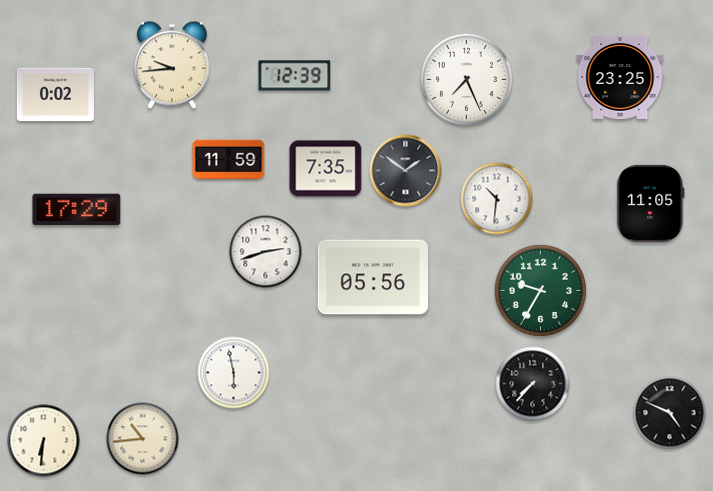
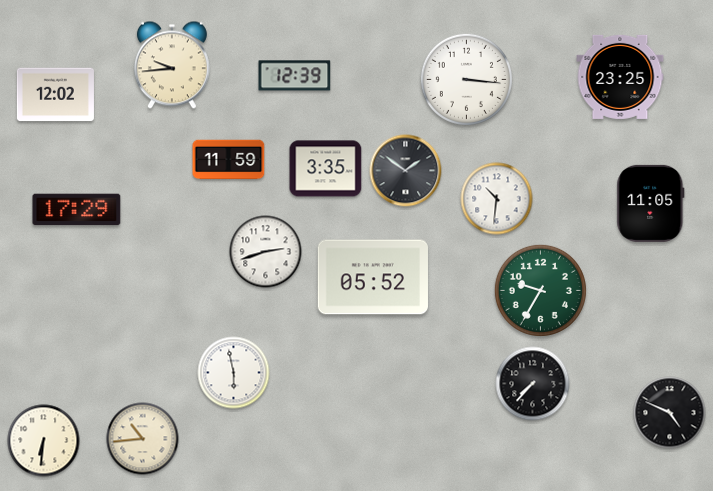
clock at (466, 79): 7:26 -> 3:16
clock at (55, 95): 0:02 -> 12:02
clock at (326, 169): 7:35 -> 3:35
clock at (373, 277): 05:56 -> 05:52
